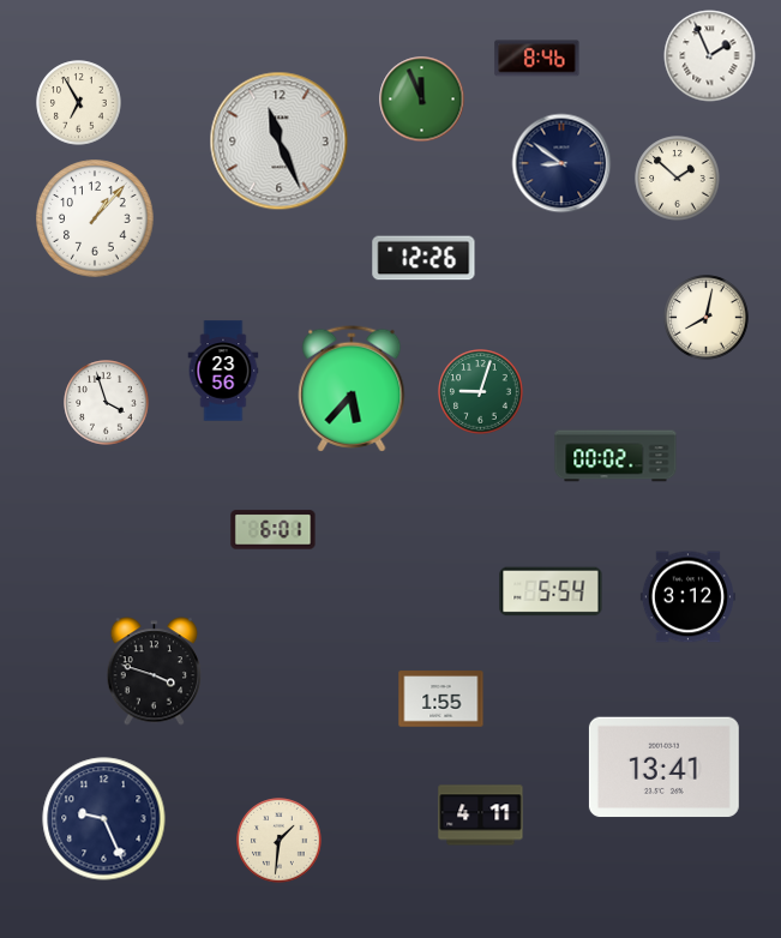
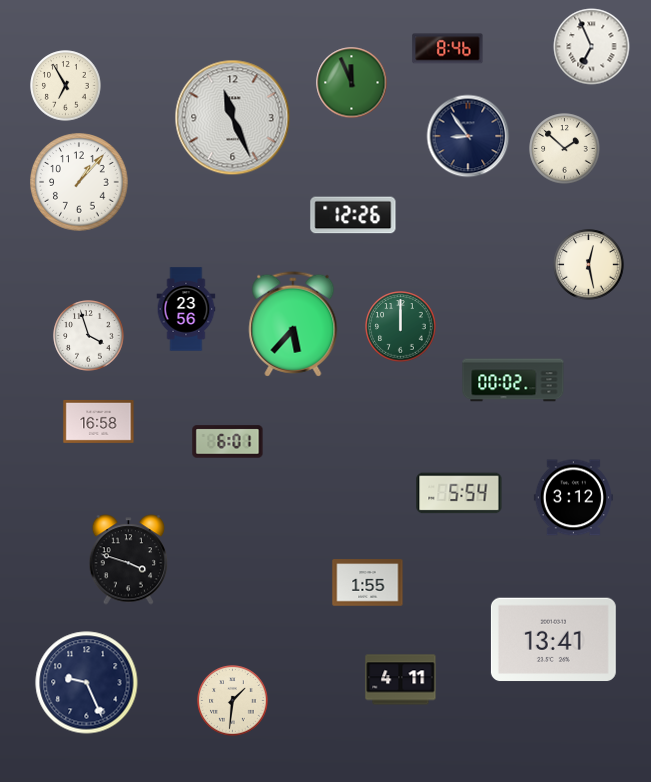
clock at (710, 56): 1:56 -> 6:56
clock at (561, 163): 8:51 -> 8:54
clock at (707, 318): 8:02 -> 12:28
clock at (481, 392): 9:03 -> 12:00
clock at (99, 421): none -> 16:58
